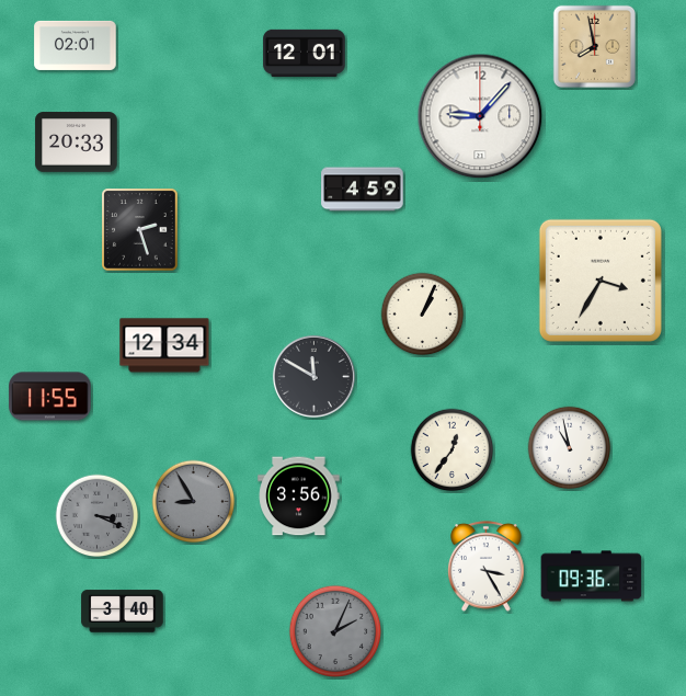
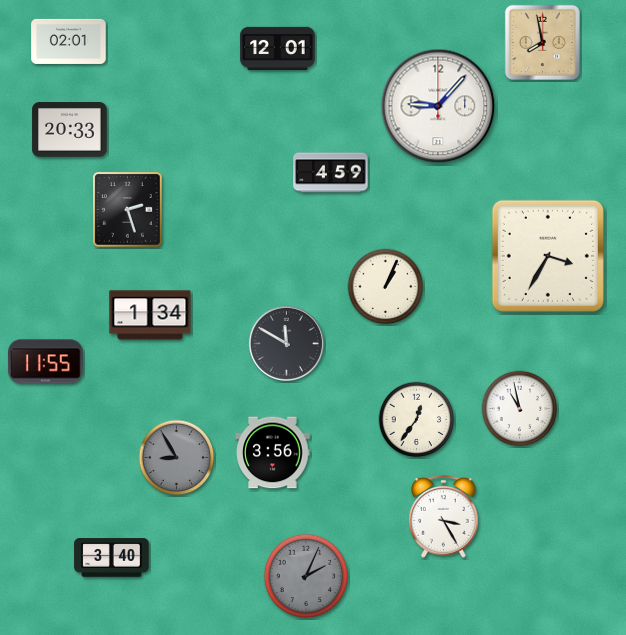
clock at (164, 345): 12:34 -> 1:34
clock at (453, 450) position: (453, 450) -> (417, 420)
clock at (98, 516): 3:19 -> none
clock at (592, 577): 09:36 -> none
